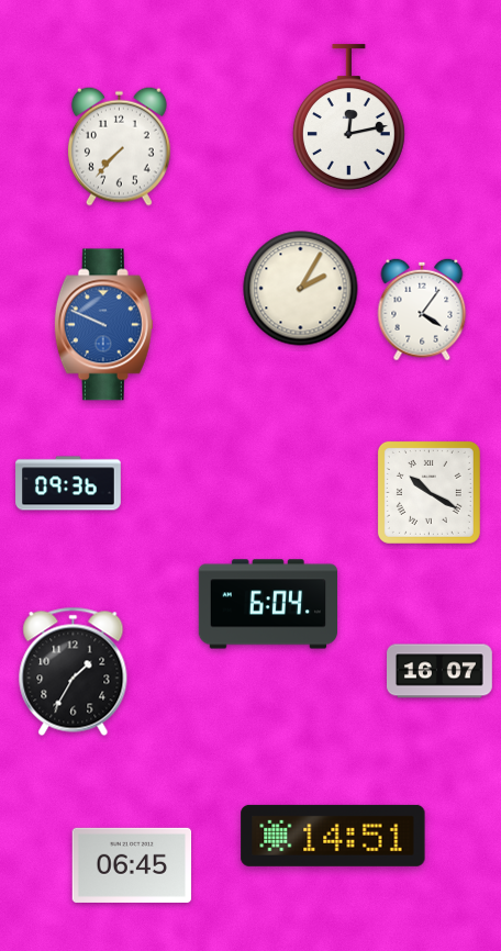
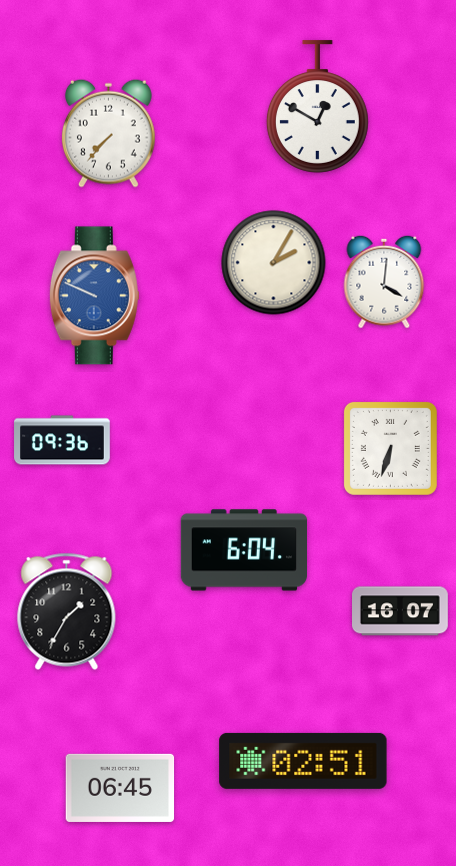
clock at (348, 118): 12:13 -> 12:50
clock at (422, 310): 4:06 -> 4:01
clock at (428, 492): 10:20 -> 6:33
clock at (333, 836): 14:51 -> 02:51
